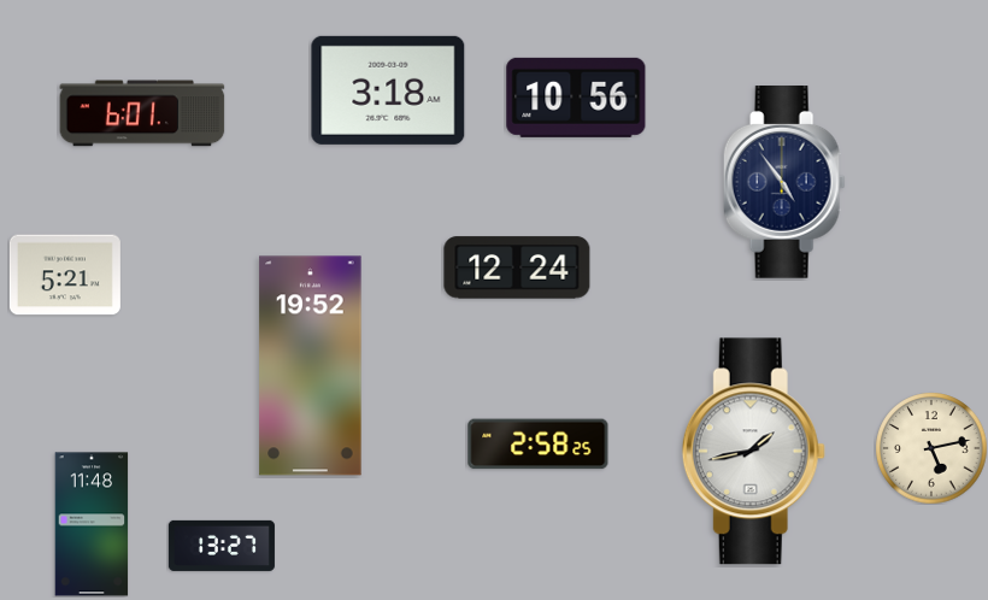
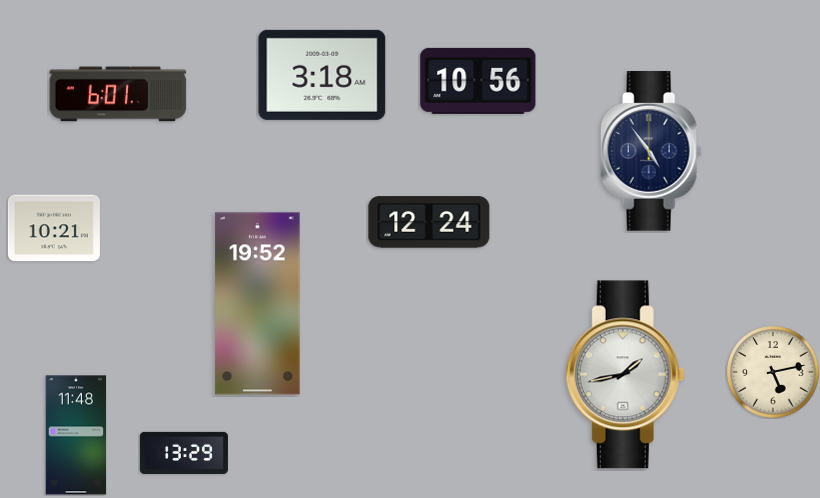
clock at (65, 275): 5:21 -> 10:21
clock at (539, 445): 2:58 -> none
clock at (222, 546): 13:27 -> 13:29
